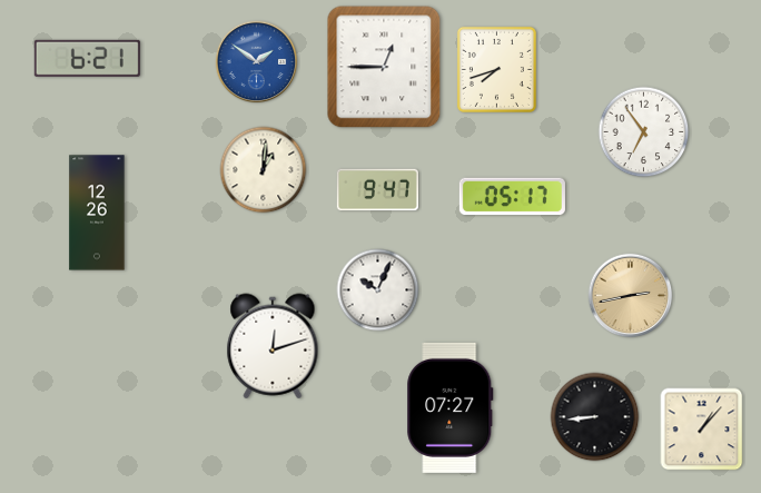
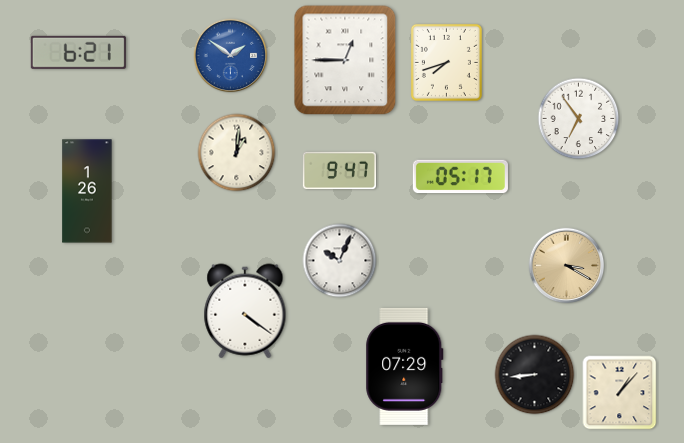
clock at (97, 213): 12:26 -> 1:26
clock at (631, 296): 2:43 -> 3:20
clock at (273, 346): 12:12 -> 4:21
clock at (451, 407): 07:27 -> 07:29
clock at (702, 430) position: (702, 430) -> (620, 393)
